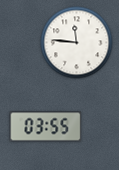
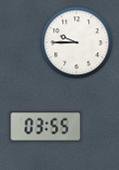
clock at (77, 43): 11:46 -> 9:45
